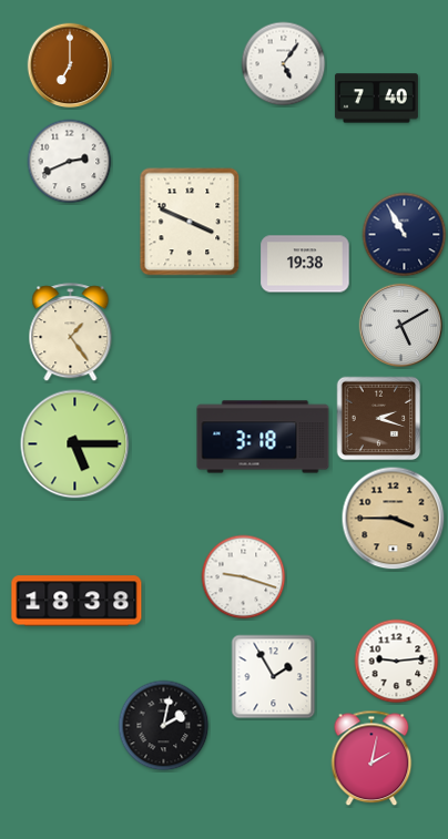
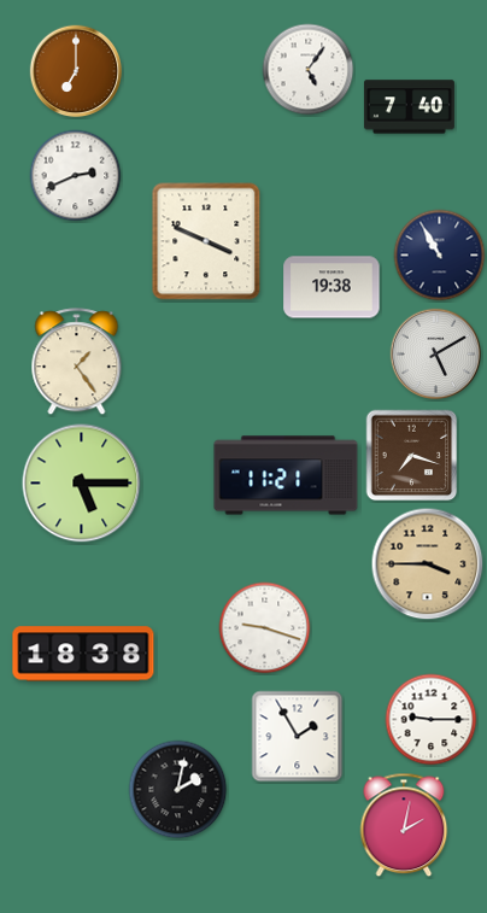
clock at (379, 419): 2:18 -> 7:18
clock at (263, 437): 3:18 -> 11:21
clock at (397, 662): 9:14 -> 9:15
